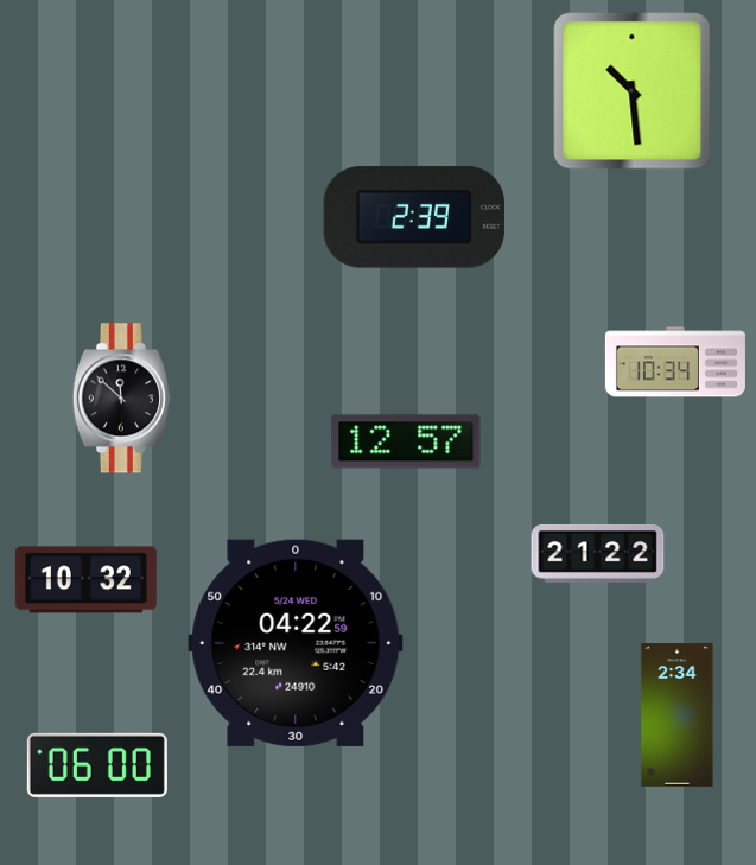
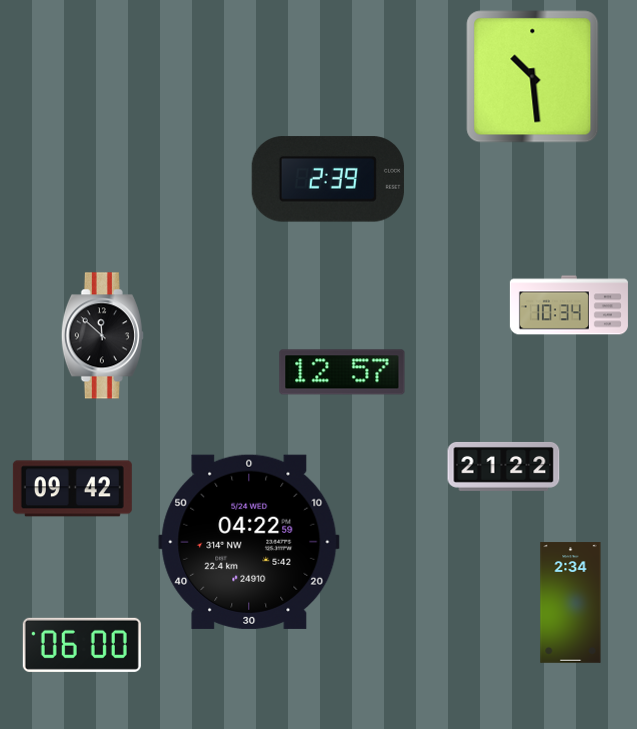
clock at (414, 217) position: (414, 217) -> (328, 179)
clock at (85, 580): 10:32 -> 09:42
